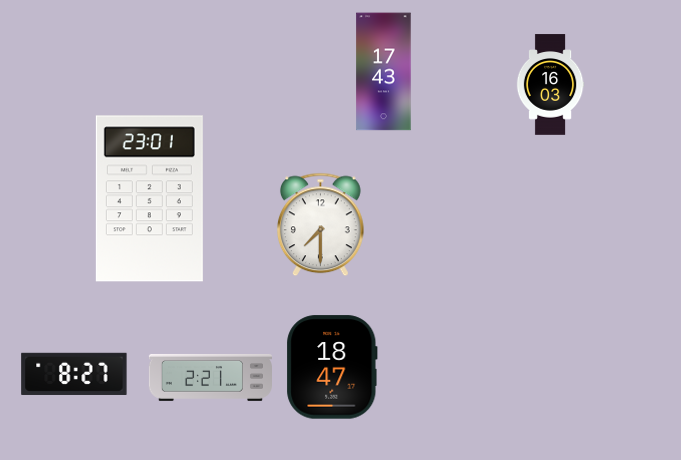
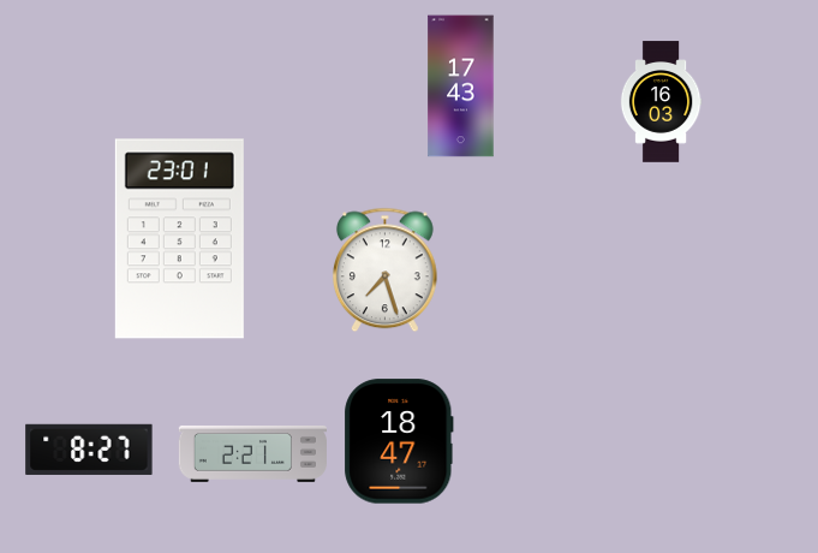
clock at (320, 225): 7:30 -> 7:27
